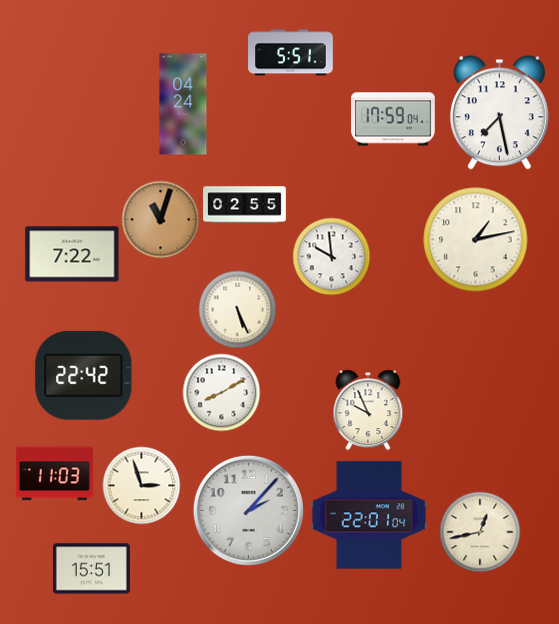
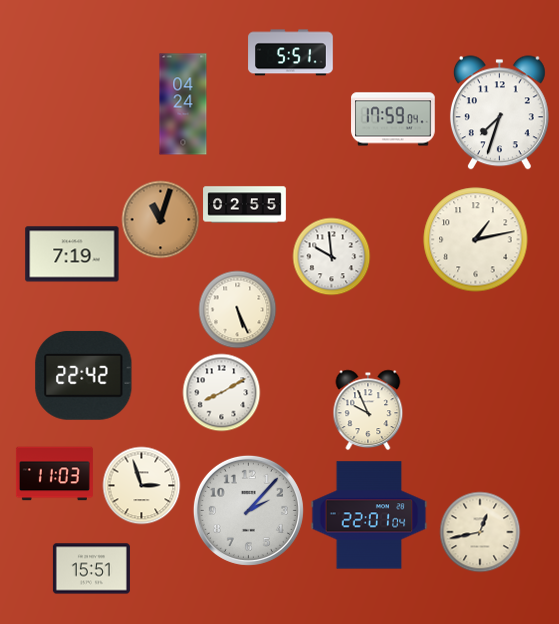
clock at (499, 113): 7:28 -> 7:33
clock at (72, 254): 7:22 -> 7:19
